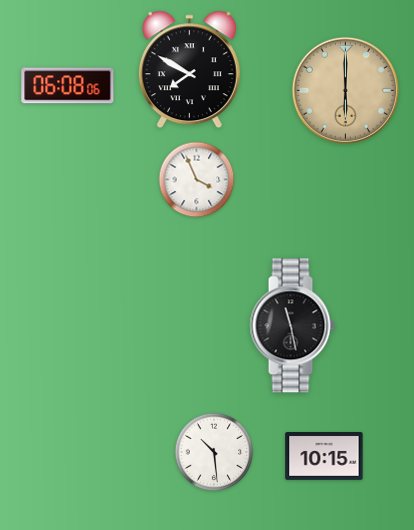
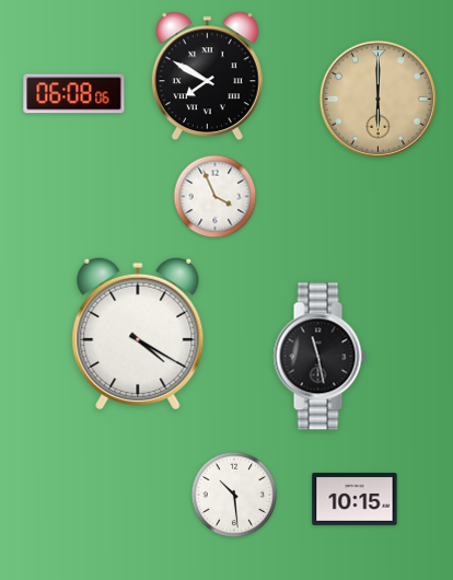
clock at (138, 334): none -> 4:20
